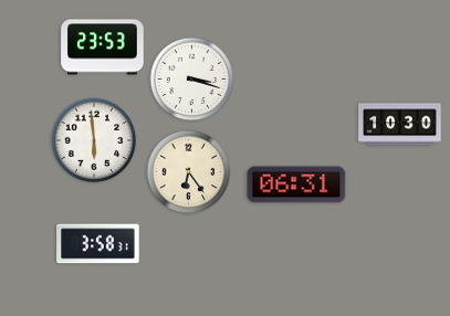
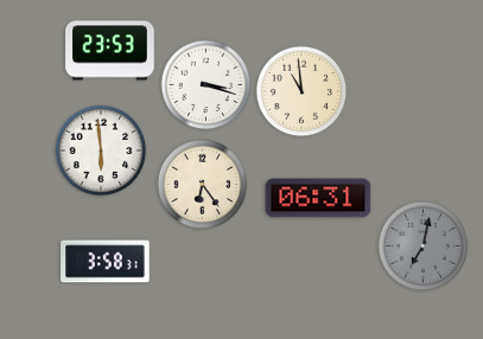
clock at (301, 91): none -> 10:59
clock at (400, 125): 10:30 -> none
clock at (424, 247): none -> 7:02
